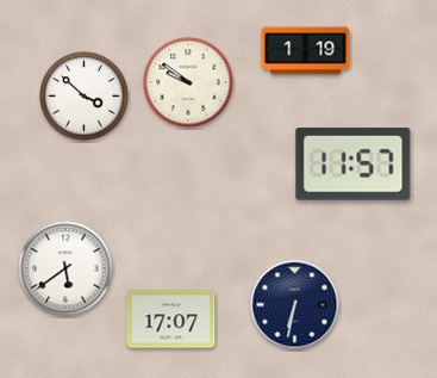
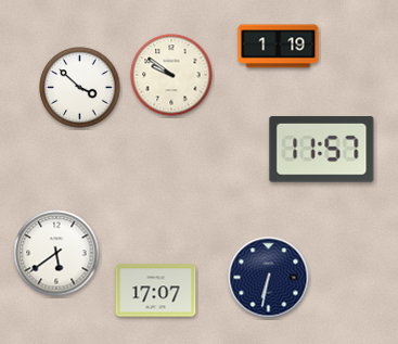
clock at (85, 97) position: (85, 97) -> (80, 88)
clock at (65, 268) position: (65, 268) -> (56, 253)
